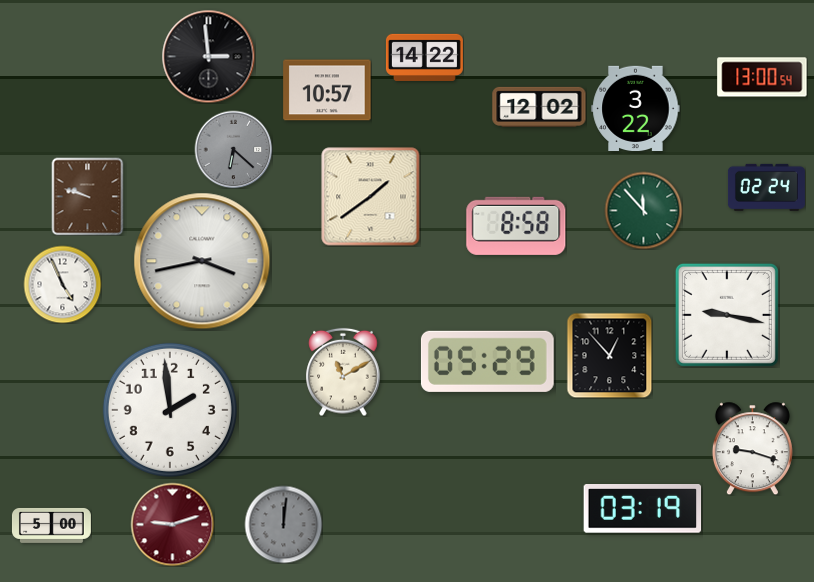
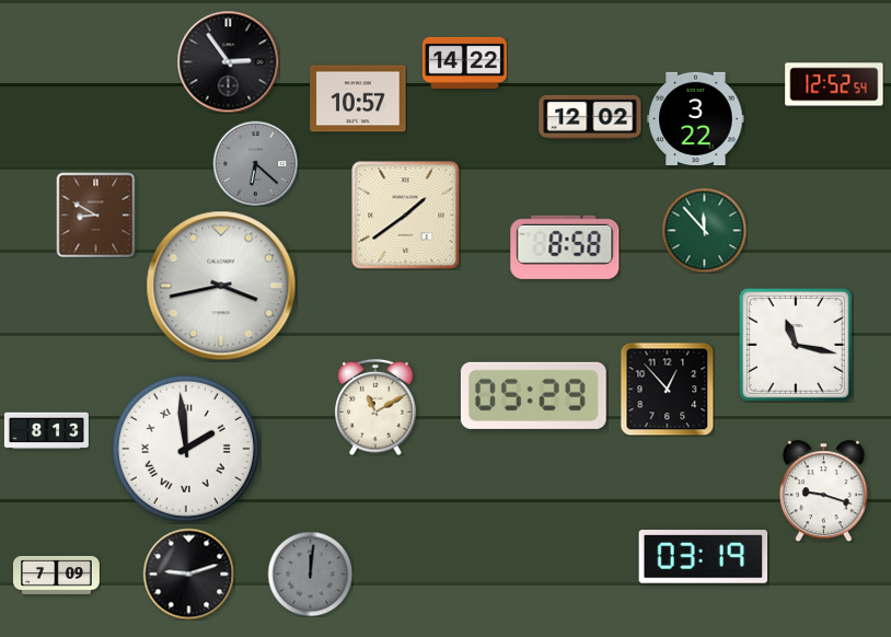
clock at (208, 56): 2:59 -> 2:54
clock at (762, 77): 13:00 -> 12:52
clock at (766, 187): 02:24 -> none
clock at (88, 196): 9:48 -> 8:50
clock at (62, 284): 4:56 -> none
clock at (727, 315): 9:17 -> 11:17
clock at (46, 431): none -> 8:13
clock at (170, 410) numerals: Arabic -> Roman
clock at (172, 524) dial: burgundy -> black
clock at (52, 525): 5:00 -> 7:09
